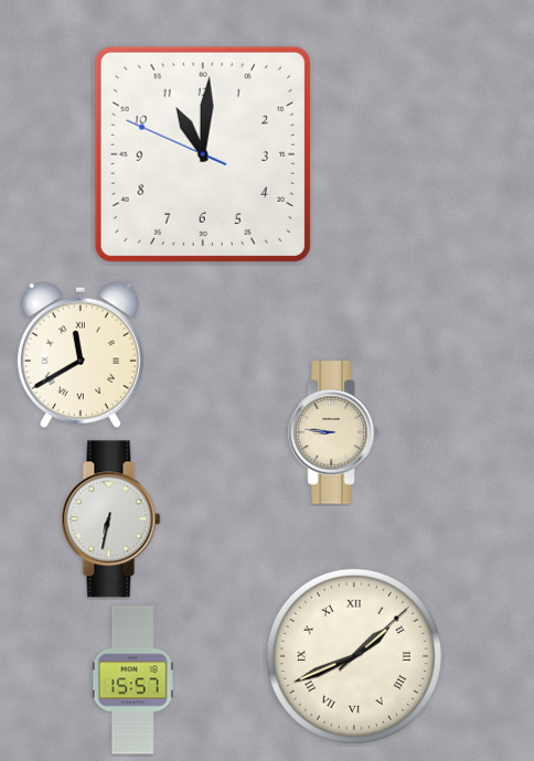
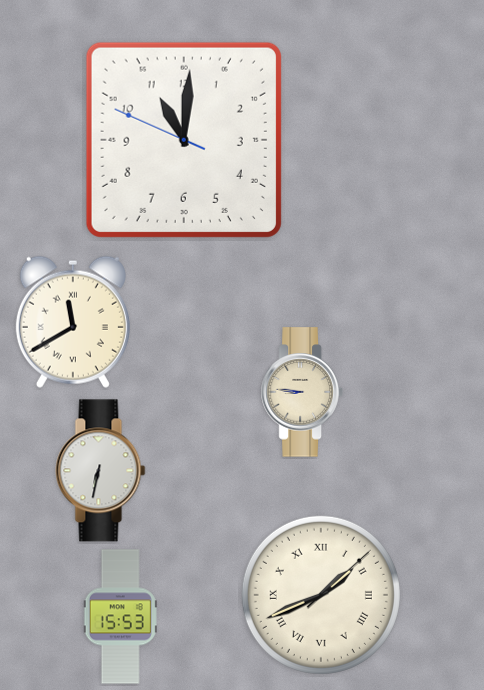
clock at (132, 680): 15:57 -> 15:53
